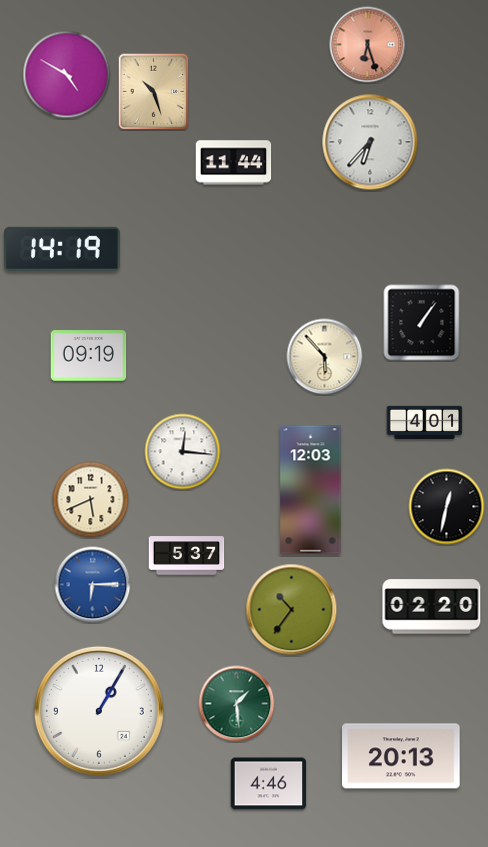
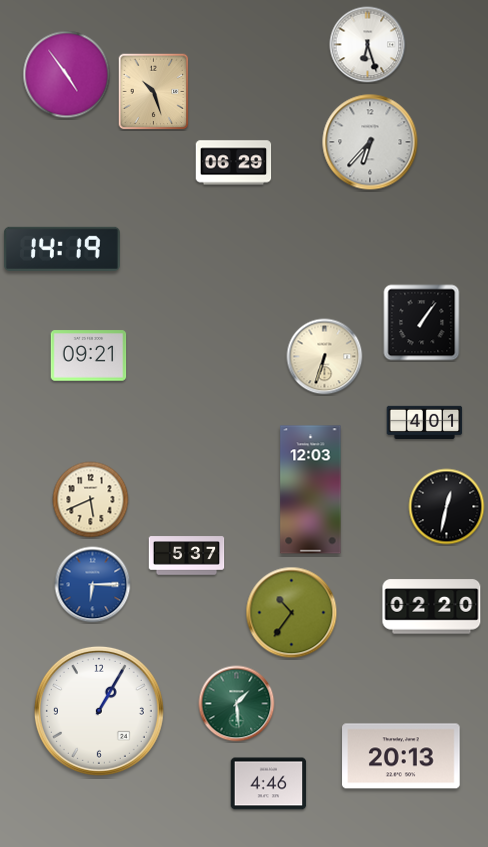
clock at (368, 45) dial: salmon -> white
clock at (67, 75): 4:50 -> 4:54
clock at (234, 163): 11:44 -> 06:29
clock at (89, 356): 09:19 -> 09:21
clock at (325, 357): 5:53 -> 6:33
clock at (183, 452): 12:16 -> none
clock at (292, 610) position: (292, 610) -> (292, 613)
